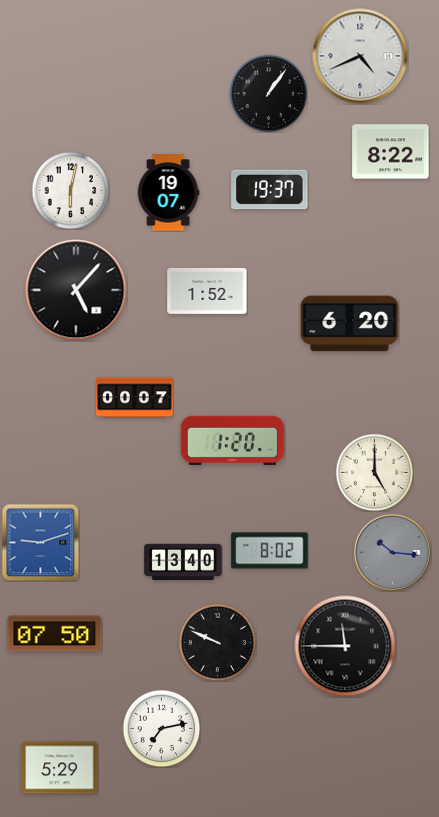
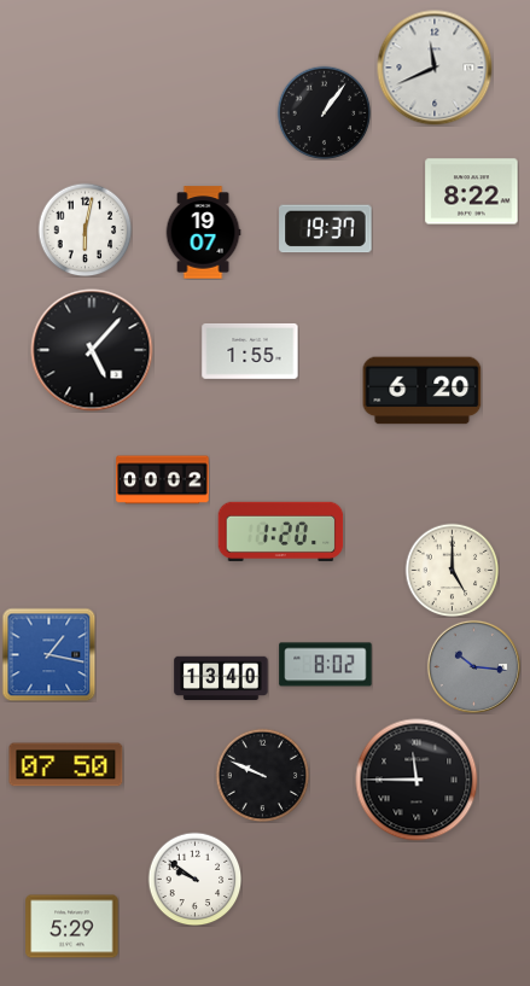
clock at (360, 56): 4:41 -> 11:41
clock at (391, 152) position: (391, 152) -> (472, 192)
clock at (207, 291): 1:52 -> 1:55
clock at (135, 398): 00:07 -> 00:02
clock at (40, 542): 9:12 -> 1:17
clock at (161, 728): 7:13 -> 9:51
